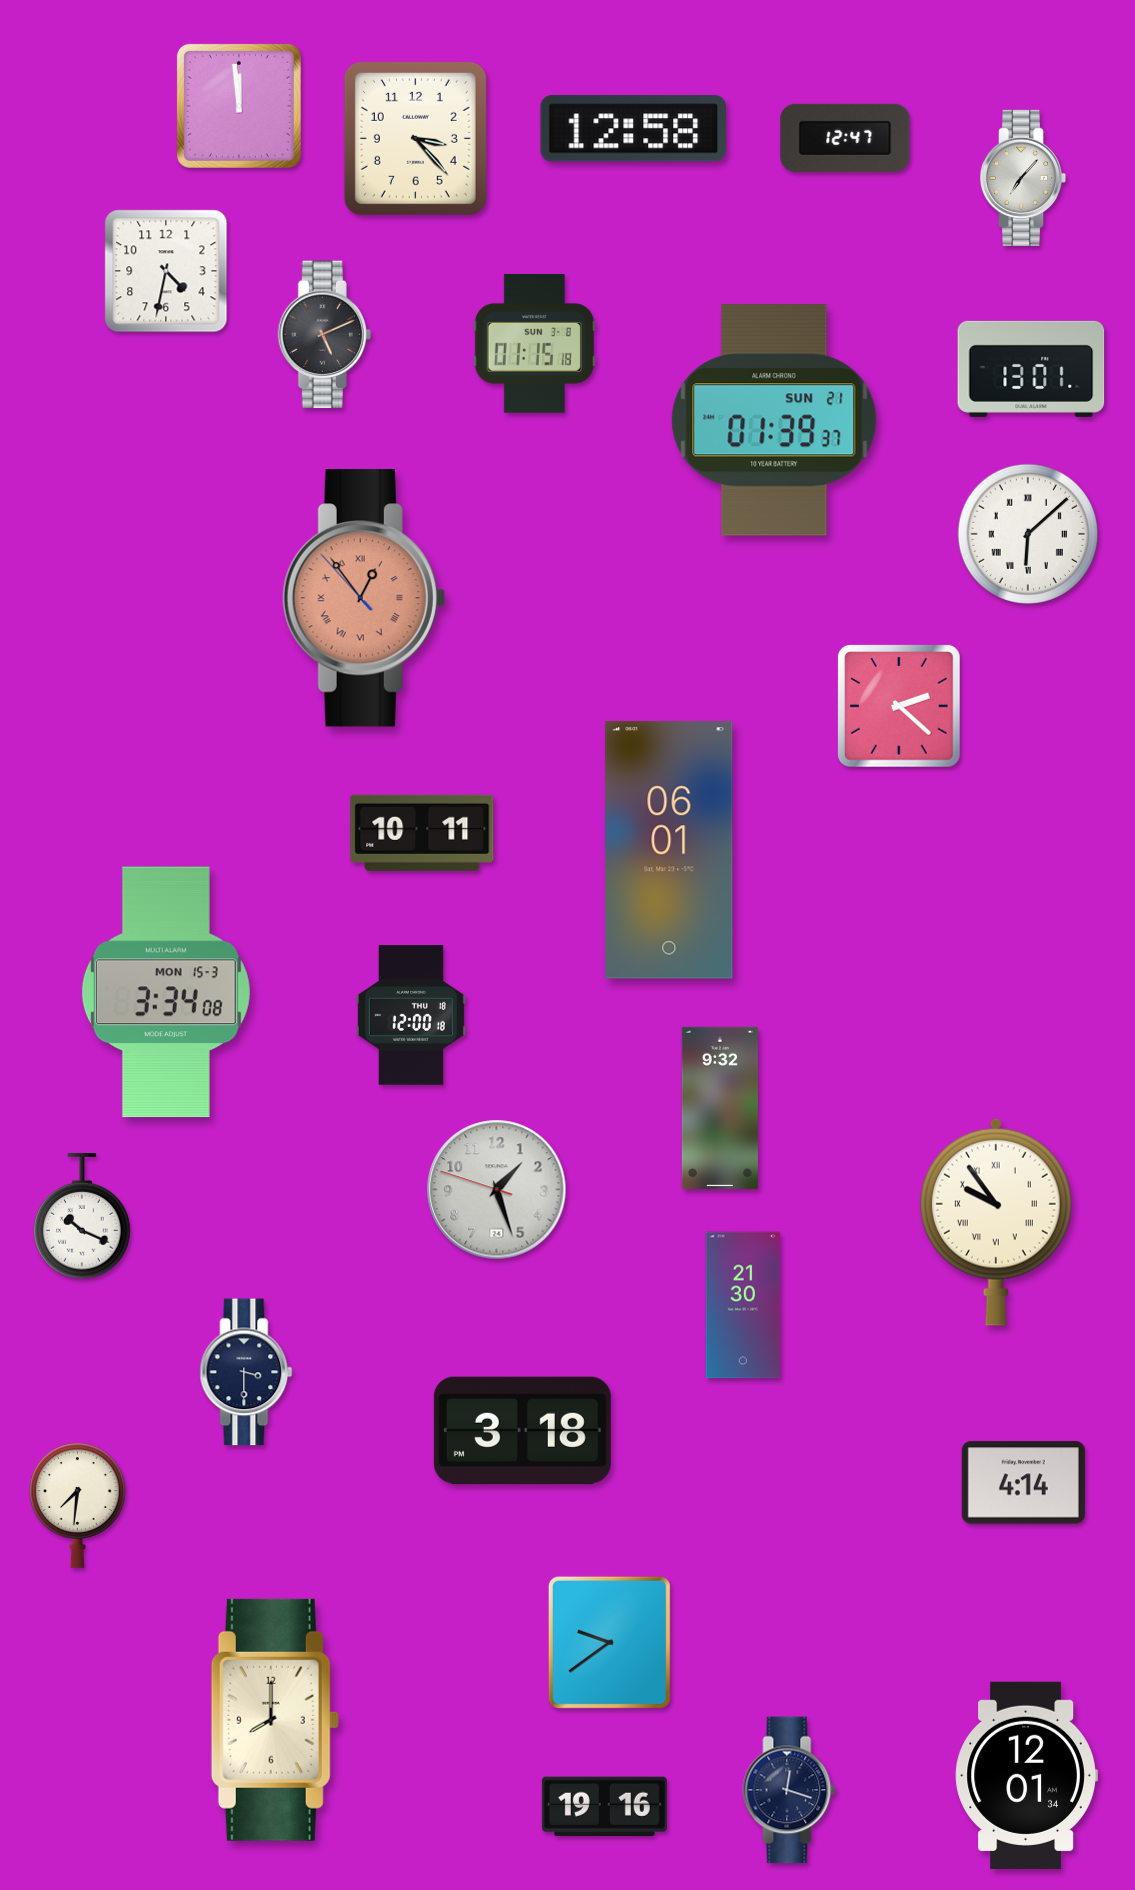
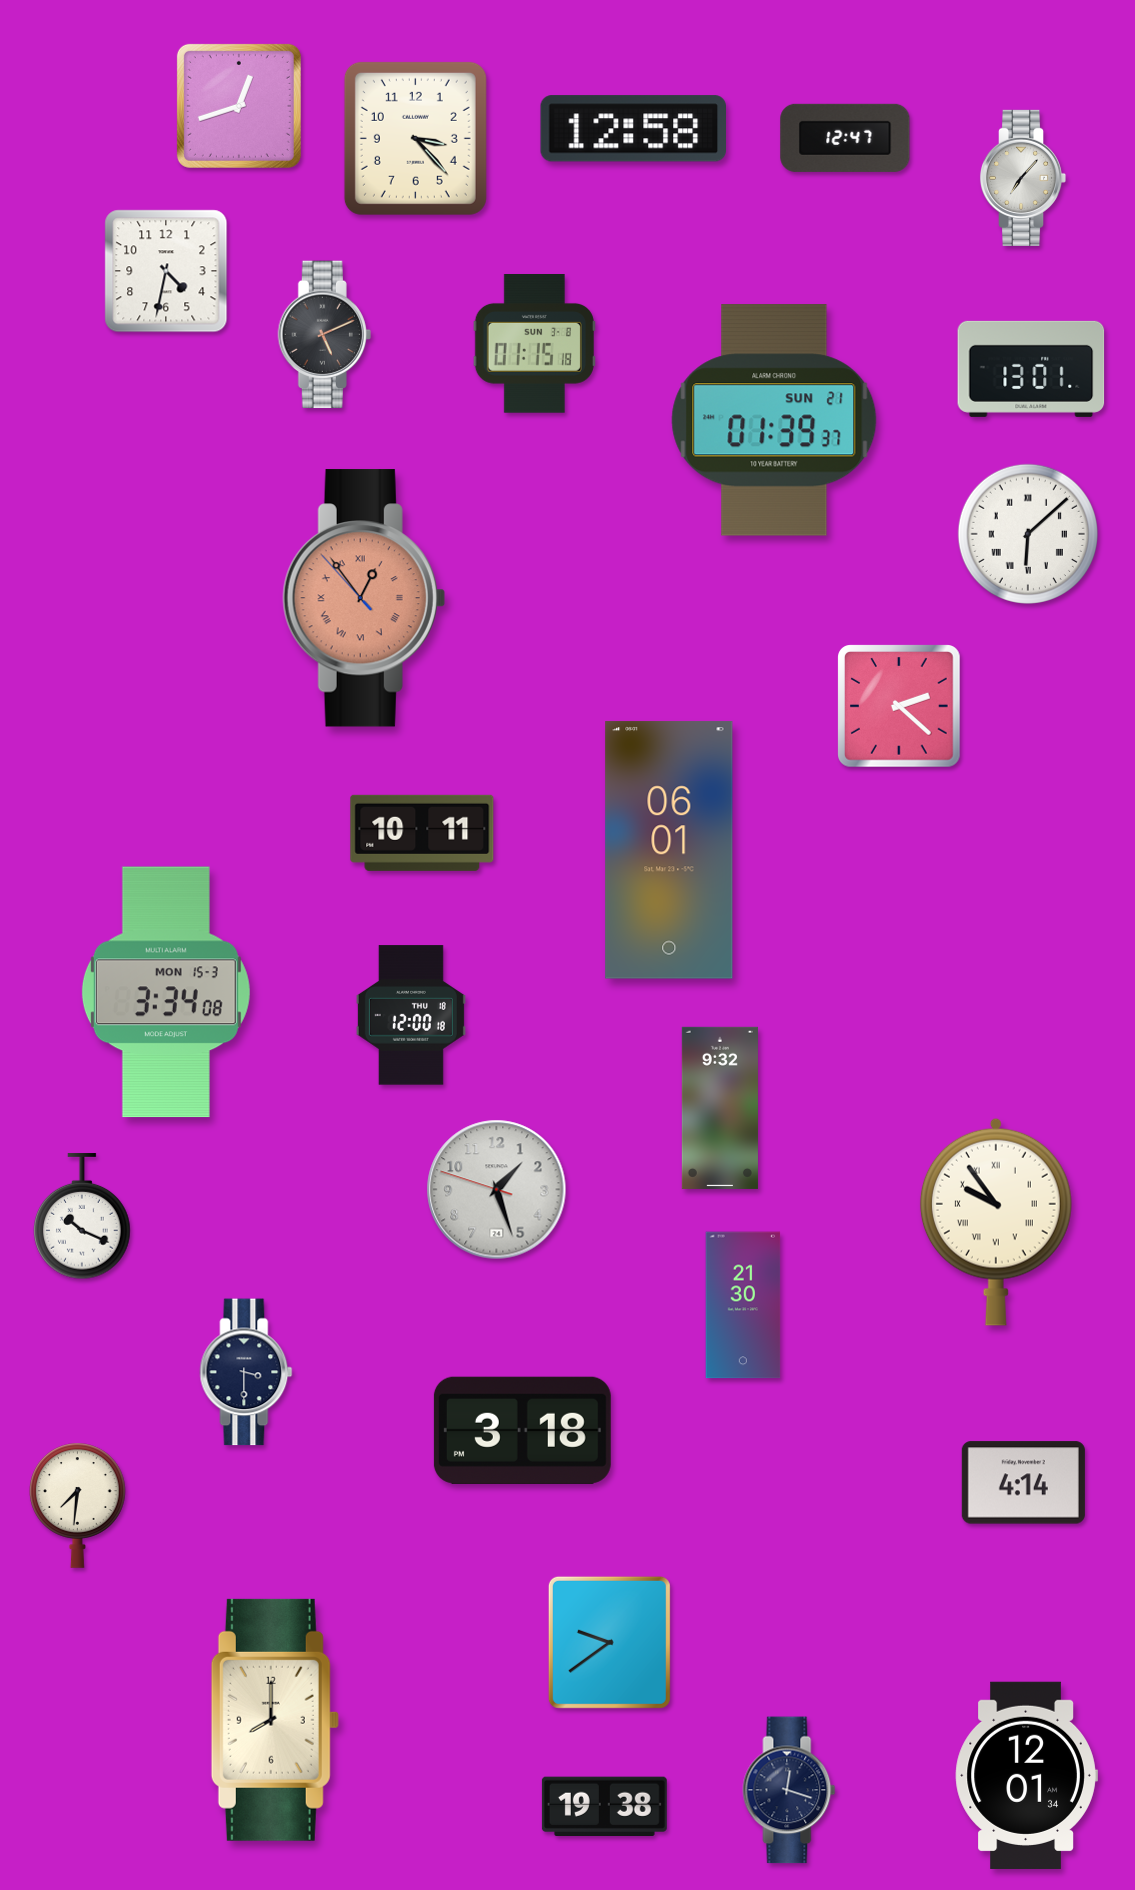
clock at (239, 106): 11:59 -> 12:42
clock at (604, 1806): 19:16 -> 19:38
